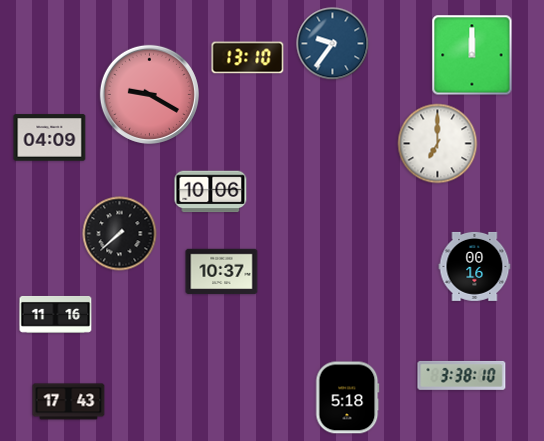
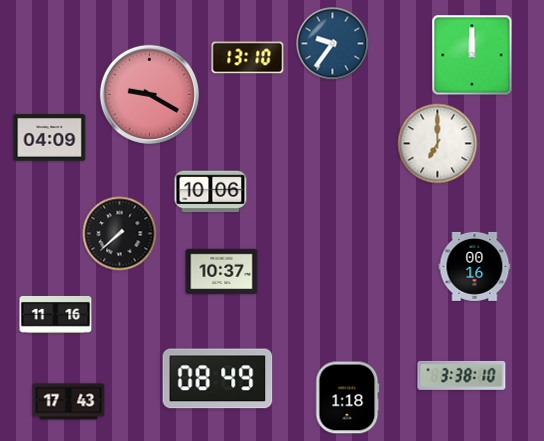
clock at (218, 379): none -> 08:49
clock at (348, 398): 5:18 -> 1:18
